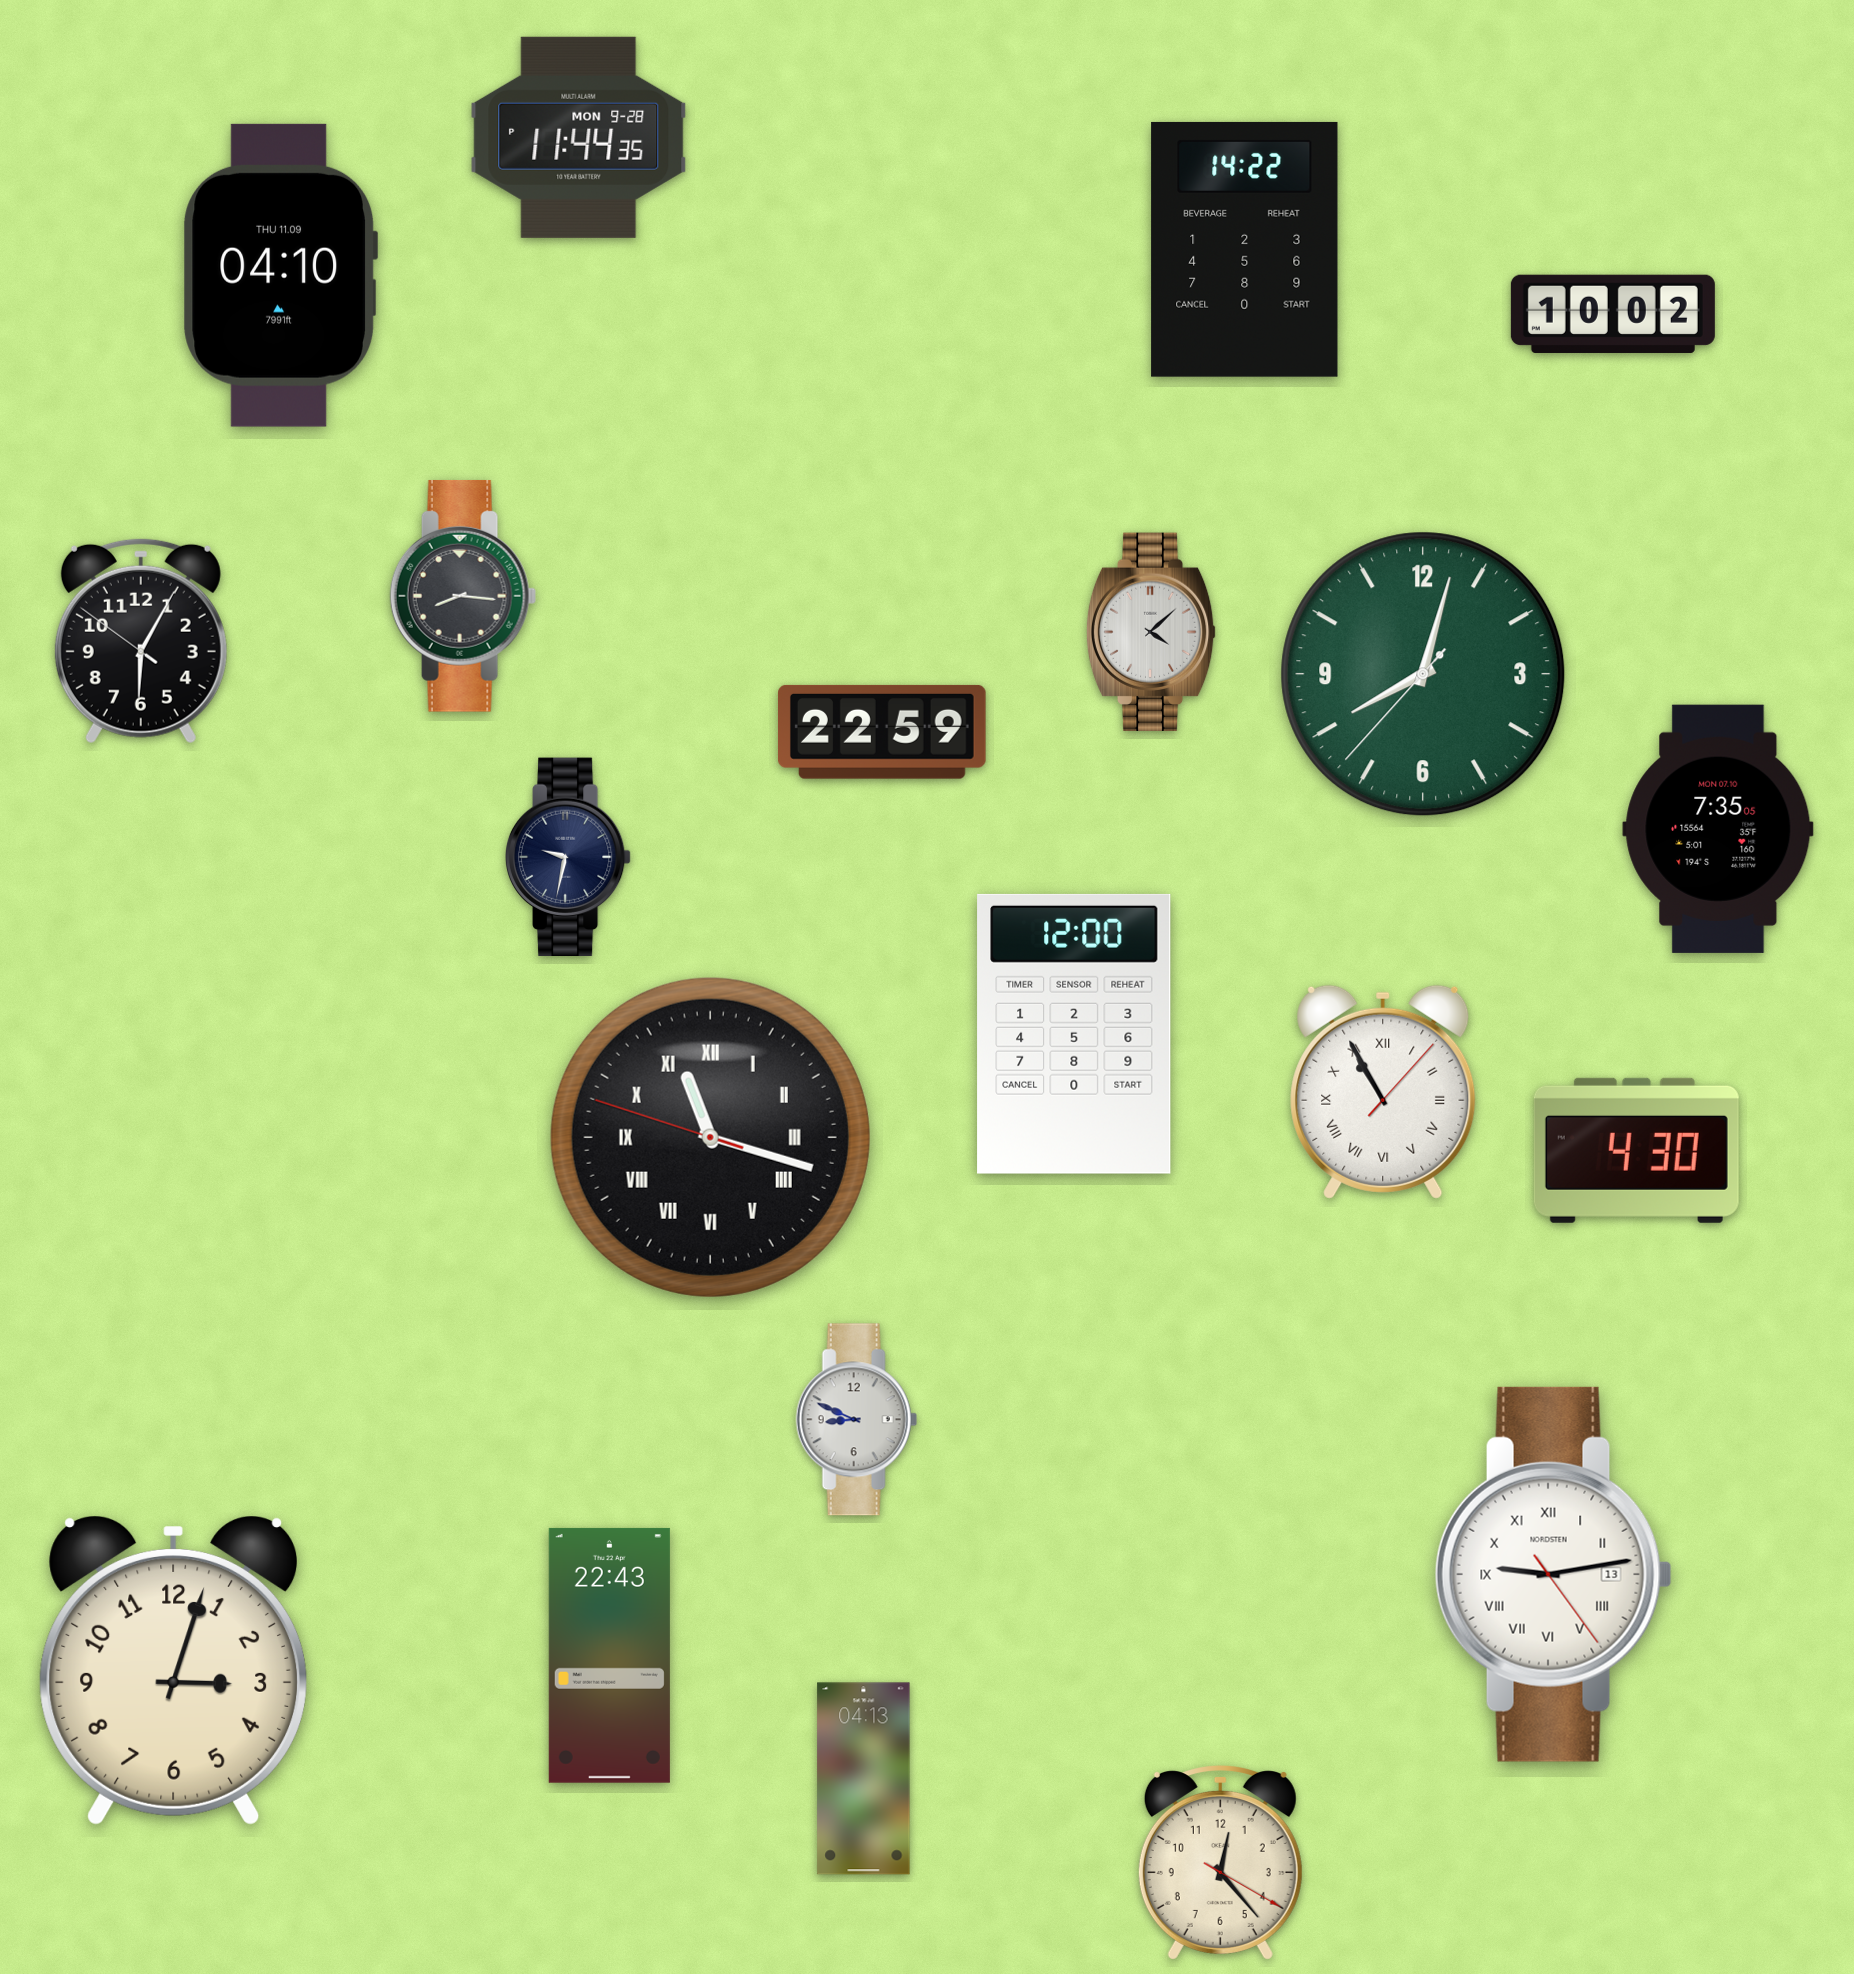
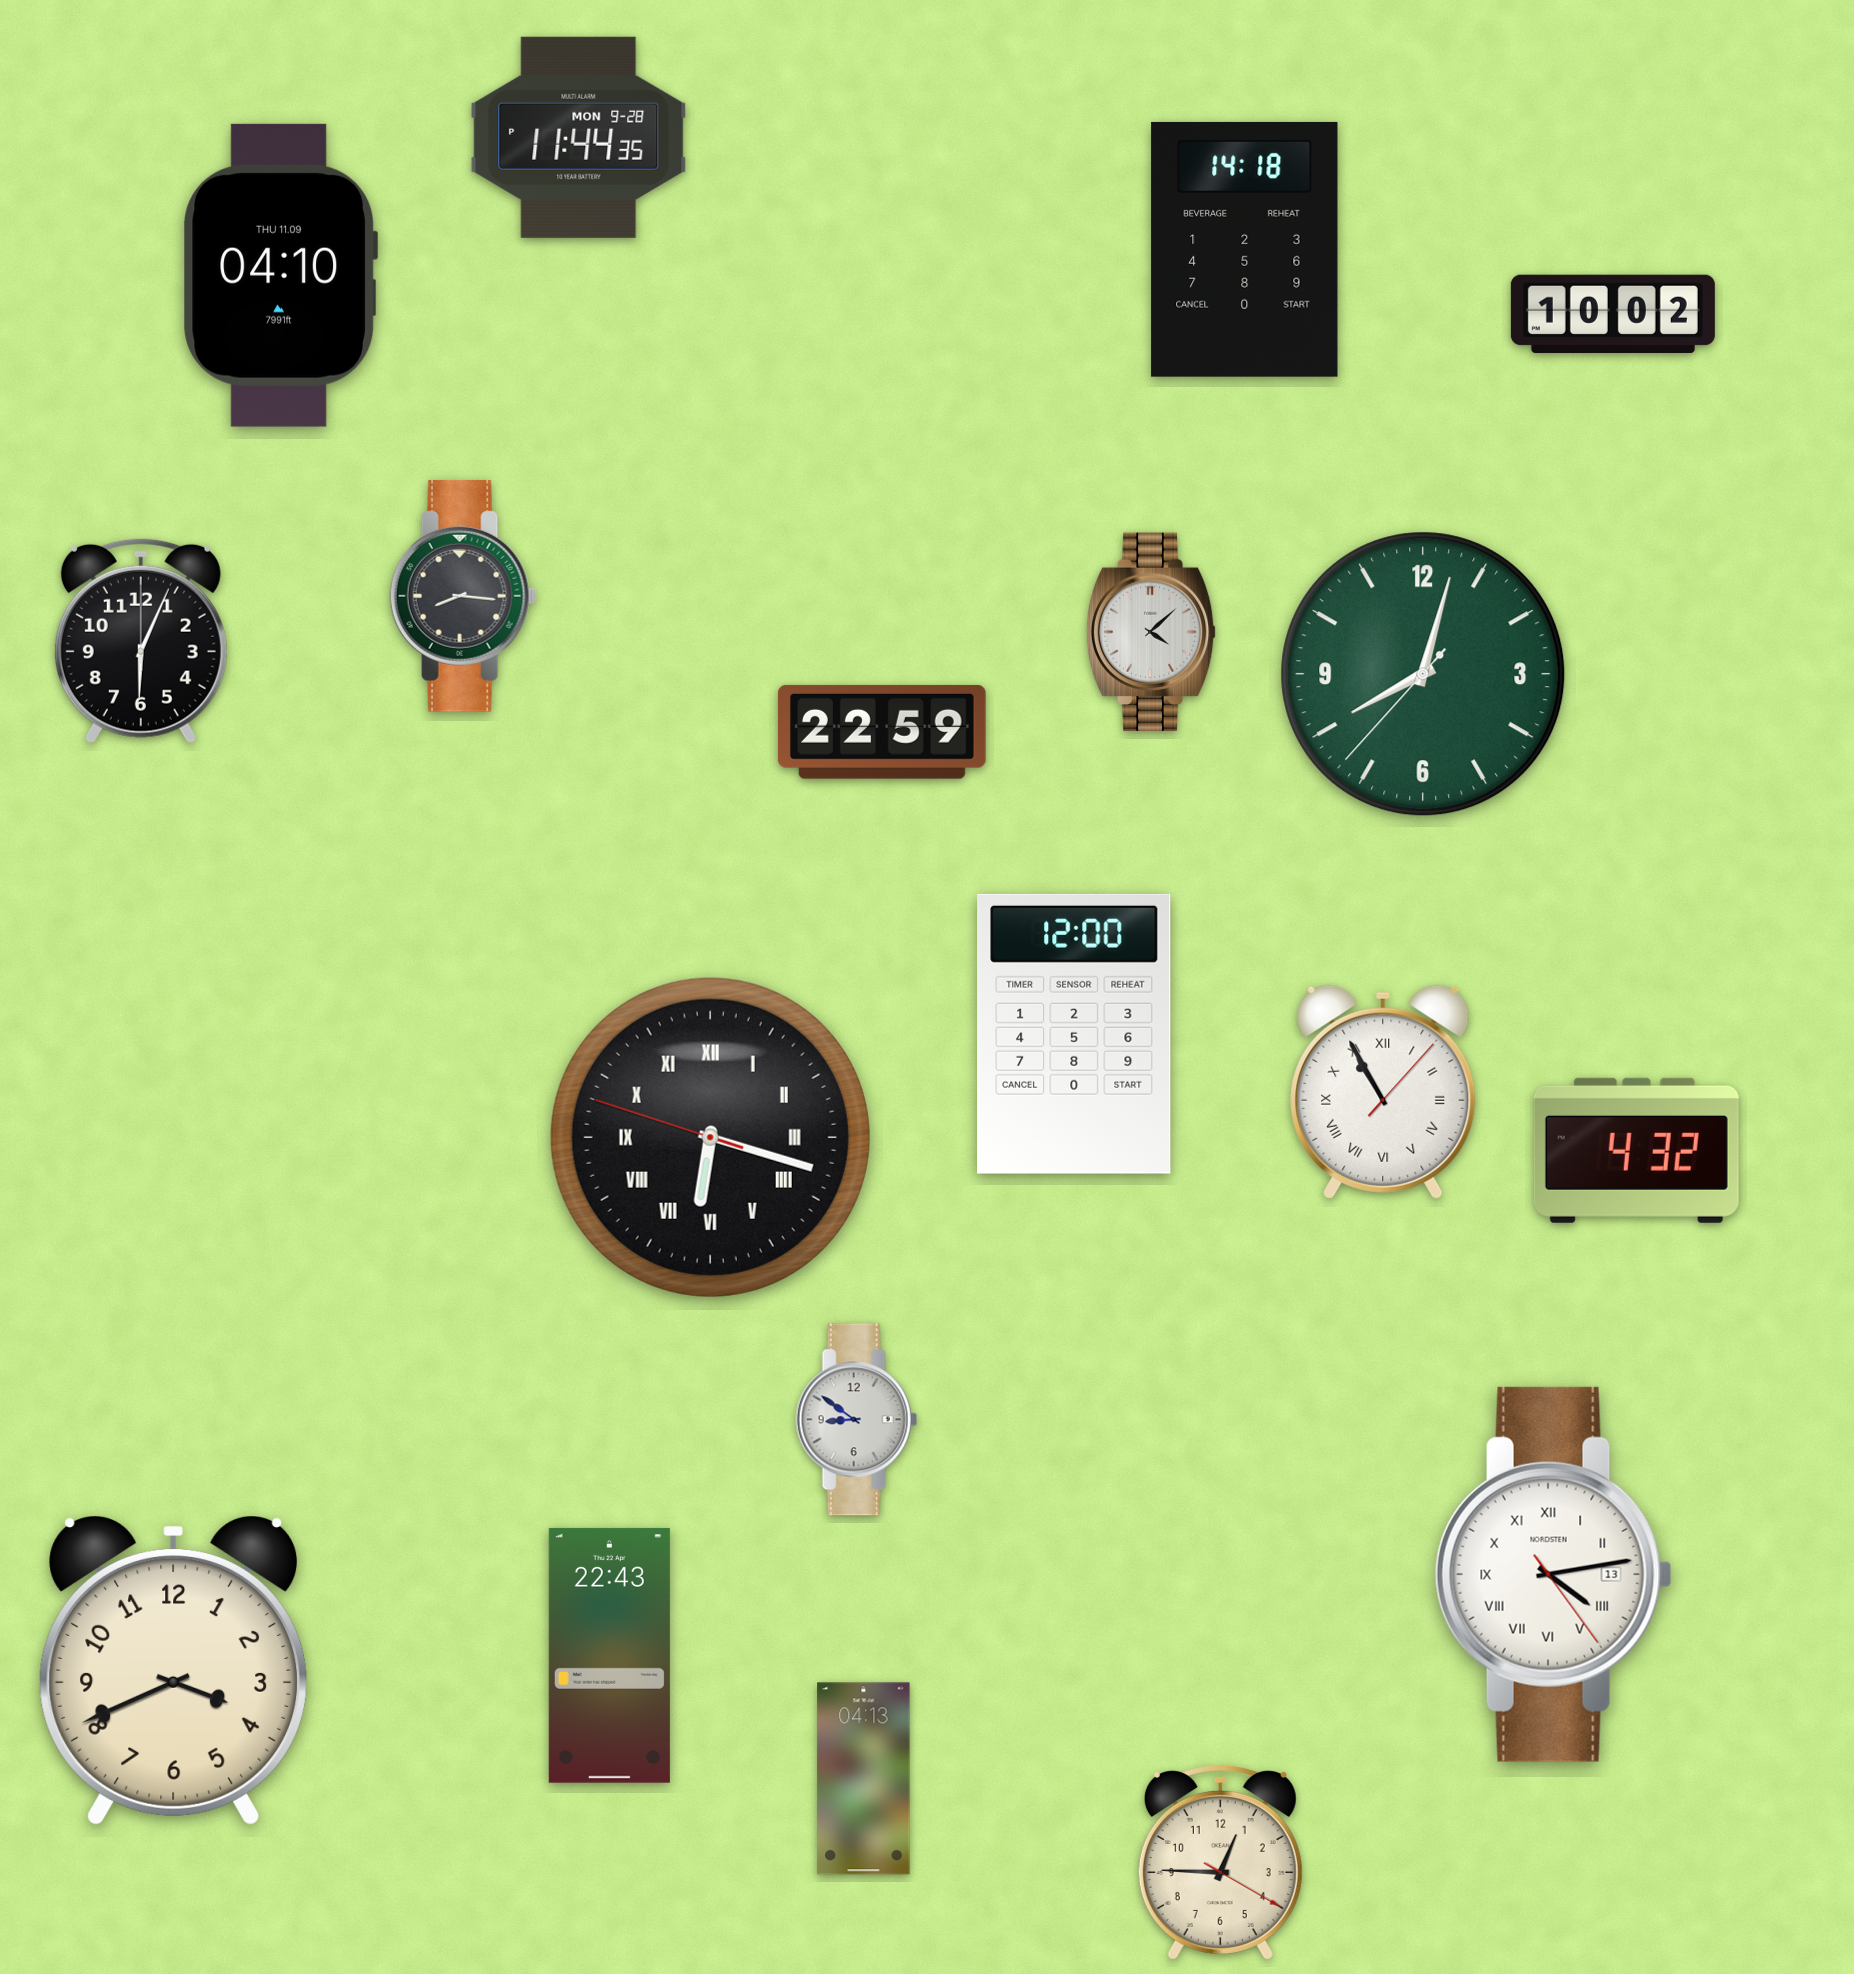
clock at (1245, 249): 14:22 -> 14:18
clock at (141, 641): 6:04:51 -> 6:04:00
clock at (1718, 829): 7:35 -> none
clock at (568, 856): 9:32 -> none
clock at (710, 1137): 11:17 -> 6:17
clock at (1636, 1150): 4:30 -> 4:32
clock at (856, 1420): 8:49 -> 8:51
clock at (1553, 1574): 9:13 -> 4:13
clock at (173, 1670): 3:03 -> 3:41
clock at (1220, 1863): 12:23 -> 12:45
